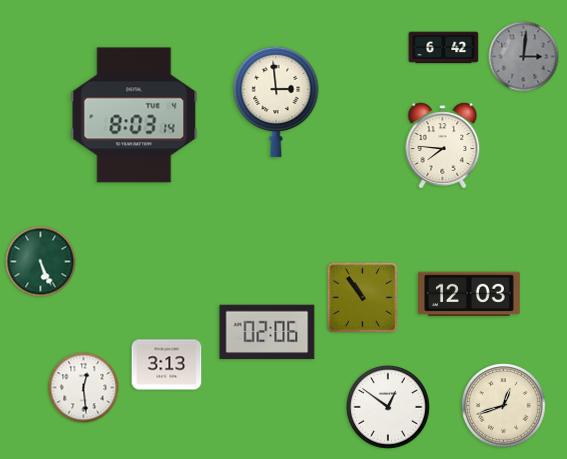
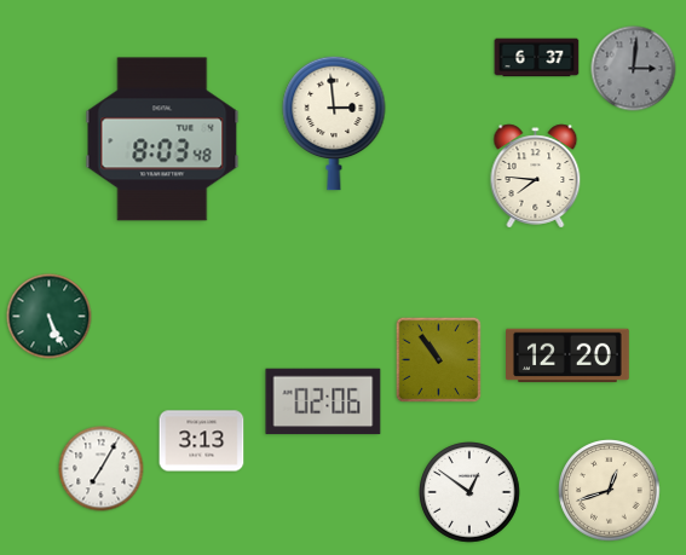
clock at (444, 48): 6:42 -> 6:37
clock at (134, 115): 8:03:14 -> 8:03:48
clock at (470, 294): 12:03 -> 12:20
clock at (84, 388): 12:29 -> 7:05
